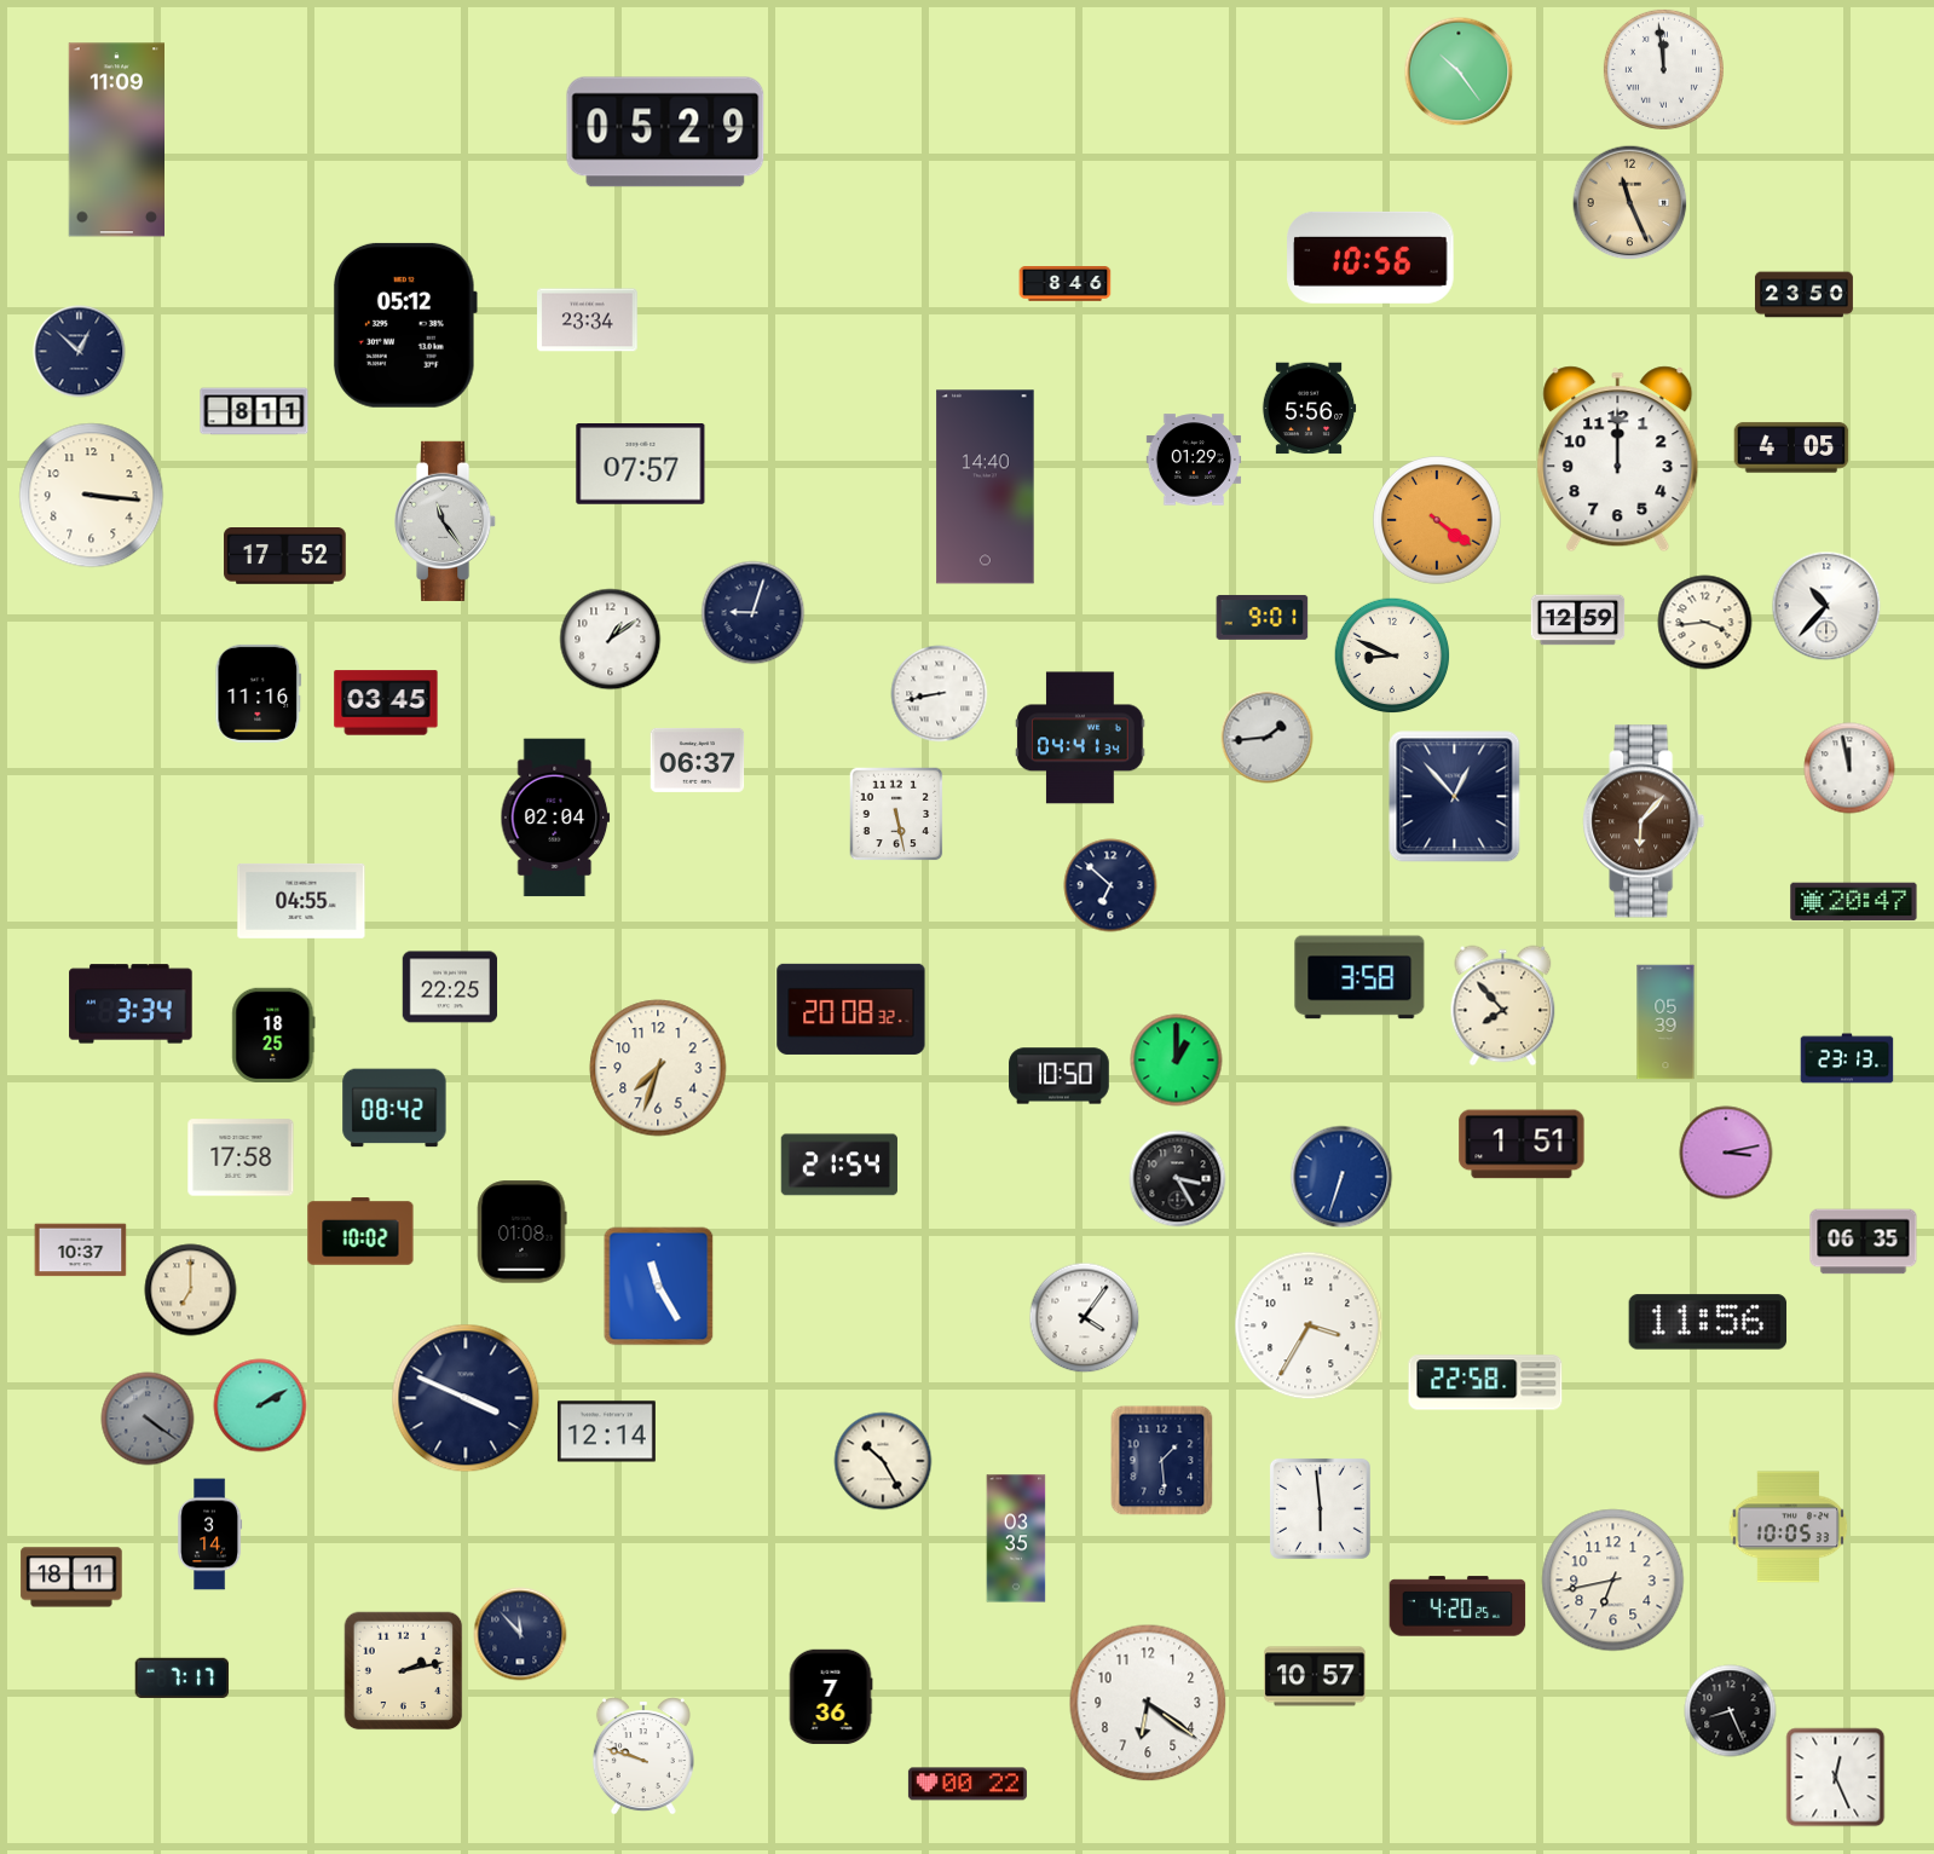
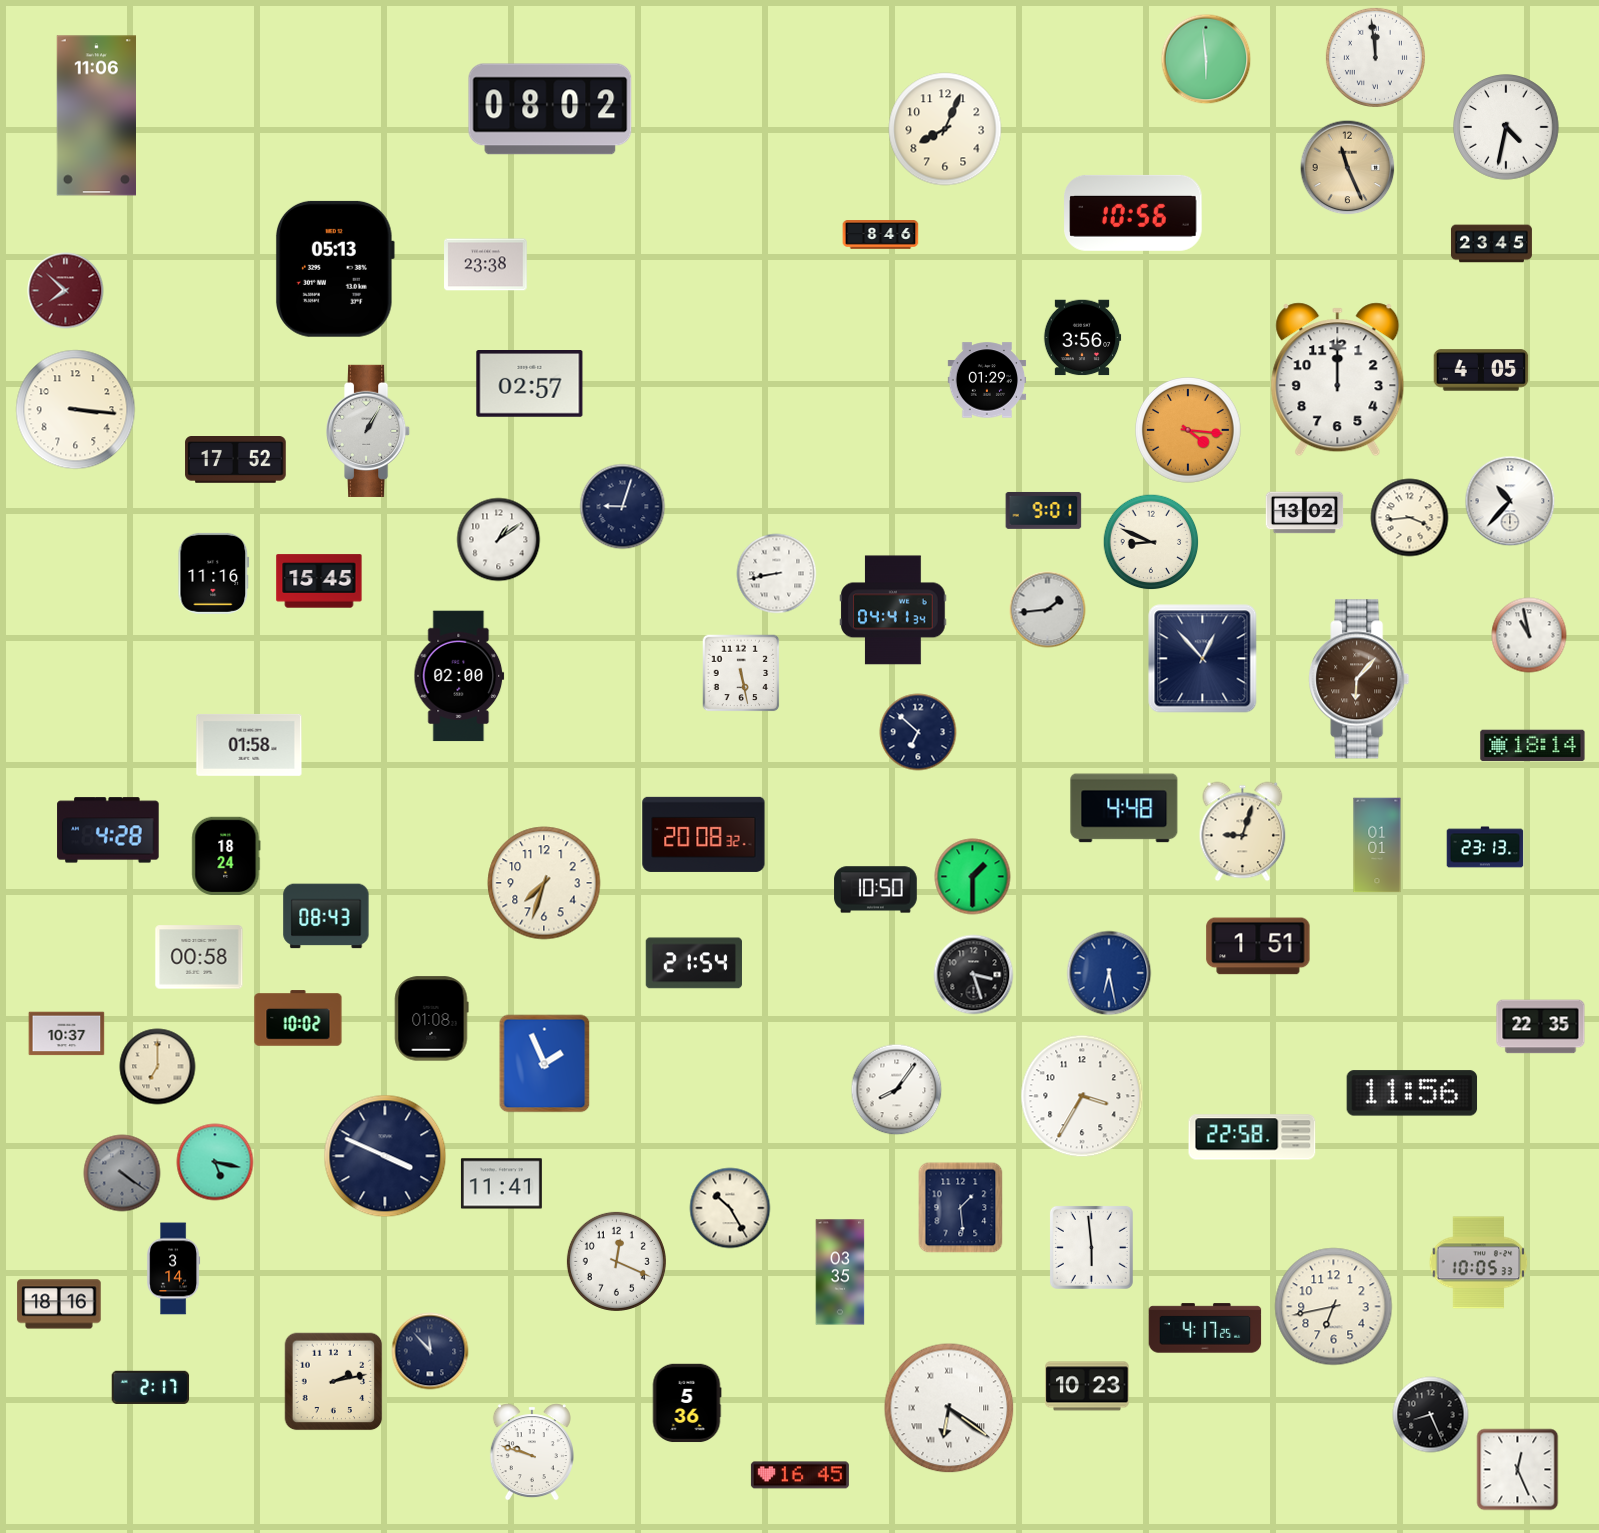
clock at (1459, 71): 10:24 -> 5:59
clock at (665, 132): 05:29 -> 08:02
clock at (116, 140): 11:09 -> 11:06
clock at (1507, 128): none -> 4:32
clock at (945, 129): none -> 8:04
clock at (1803, 295): 23:50 -> 23:45
clock at (588, 320): 23:34 -> 23:38
clock at (405, 325): 05:12 -> 05:13
clock at (80, 352): 12:52 -> 7:52
clock at (80, 352) dial: navy -> burgundy
clock at (1309, 409): 5:56 -> 3:56
clock at (254, 411): 8:11 -> none
clock at (641, 464): 07:57 -> 02:57
clock at (986, 487): 14:40 -> none
clock at (446, 521): 11:24 -> 1:05
clock at (1438, 521): 4:21 -> 4:16
clock at (1578, 620): 12:59 -> 13:02
clock at (1705, 623) position: (1705, 623) -> (1410, 518)
clock at (611, 640) position: (611, 640) -> (499, 540)
clock at (386, 703): 03:45 -> 15:45
clock at (698, 759): 06:37 -> none
clock at (1849, 768): 11:58 -> 10:58
clock at (555, 818): 02:04 -> 02:00
clock at (301, 901): 04:55 -> 01:58
clock at (1854, 902): 20:47 -> 18:14
clock at (1359, 977): 3:58 -> 4:48
clock at (450, 987): 22:25 -> none
clock at (131, 1004): 3:34 -> 4:28
clock at (1503, 1006): 7:53 -> 9:03
clock at (1665, 1022): 05:39 -> 01:01
clock at (273, 1034): 18:25 -> 18:24
clock at (1847, 1058) position: (1847, 1058) -> (1485, 847)
clock at (1177, 1061): 1:00 -> 1:30
clock at (394, 1108): 08:42 -> 08:43
clock at (1726, 1153): 3:13 -> none
clock at (241, 1157): 17:58 -> 00:58
clock at (1341, 1177): 6:33 -> 6:28
clock at (1178, 1179): 3:25 -> 3:27
clock at (1864, 1242): 06:35 -> 22:35
clock at (659, 1287): 11:25 -> 1:56
clock at (1085, 1318): 4:06 -> 8:06
clock at (1485, 1382) position: (1485, 1382) -> (1252, 1137)
clock at (260, 1405): 2:10 -> 5:17
clock at (606, 1432): 12:14 -> 11:41
clock at (616, 1261): none -> 12:19
clock at (71, 1577): 18:11 -> 18:16
clock at (1457, 1606): 4:20 -> 4:17
clock at (1315, 1676): 10:57 -> 10:23
clock at (183, 1677): 7:17 -> 2:17
clock at (831, 1697): 7:36 -> 5:36
clock at (1148, 1703) numerals: Arabic -> Roman
clock at (968, 1784): 00:22 -> 16:45
